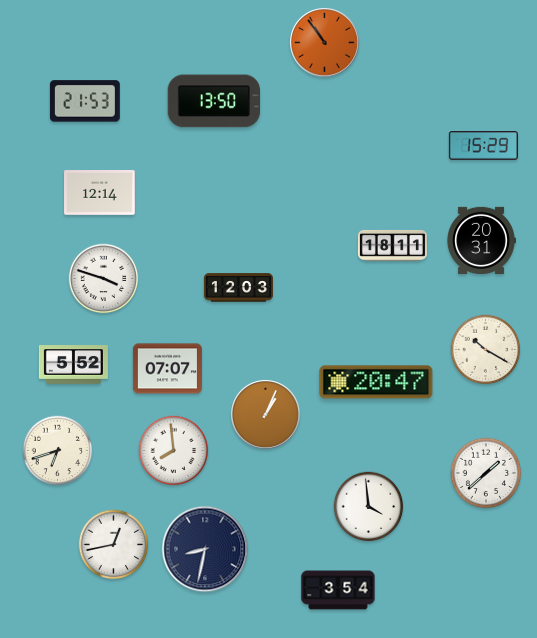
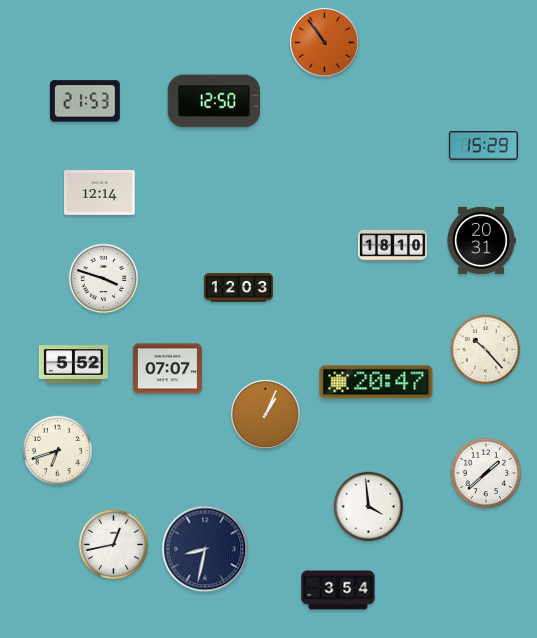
clock at (214, 101): 13:50 -> 12:50
clock at (392, 245): 18:11 -> 18:10
clock at (486, 350): 10:20 -> 10:23
clock at (174, 451): 7:59 -> none
